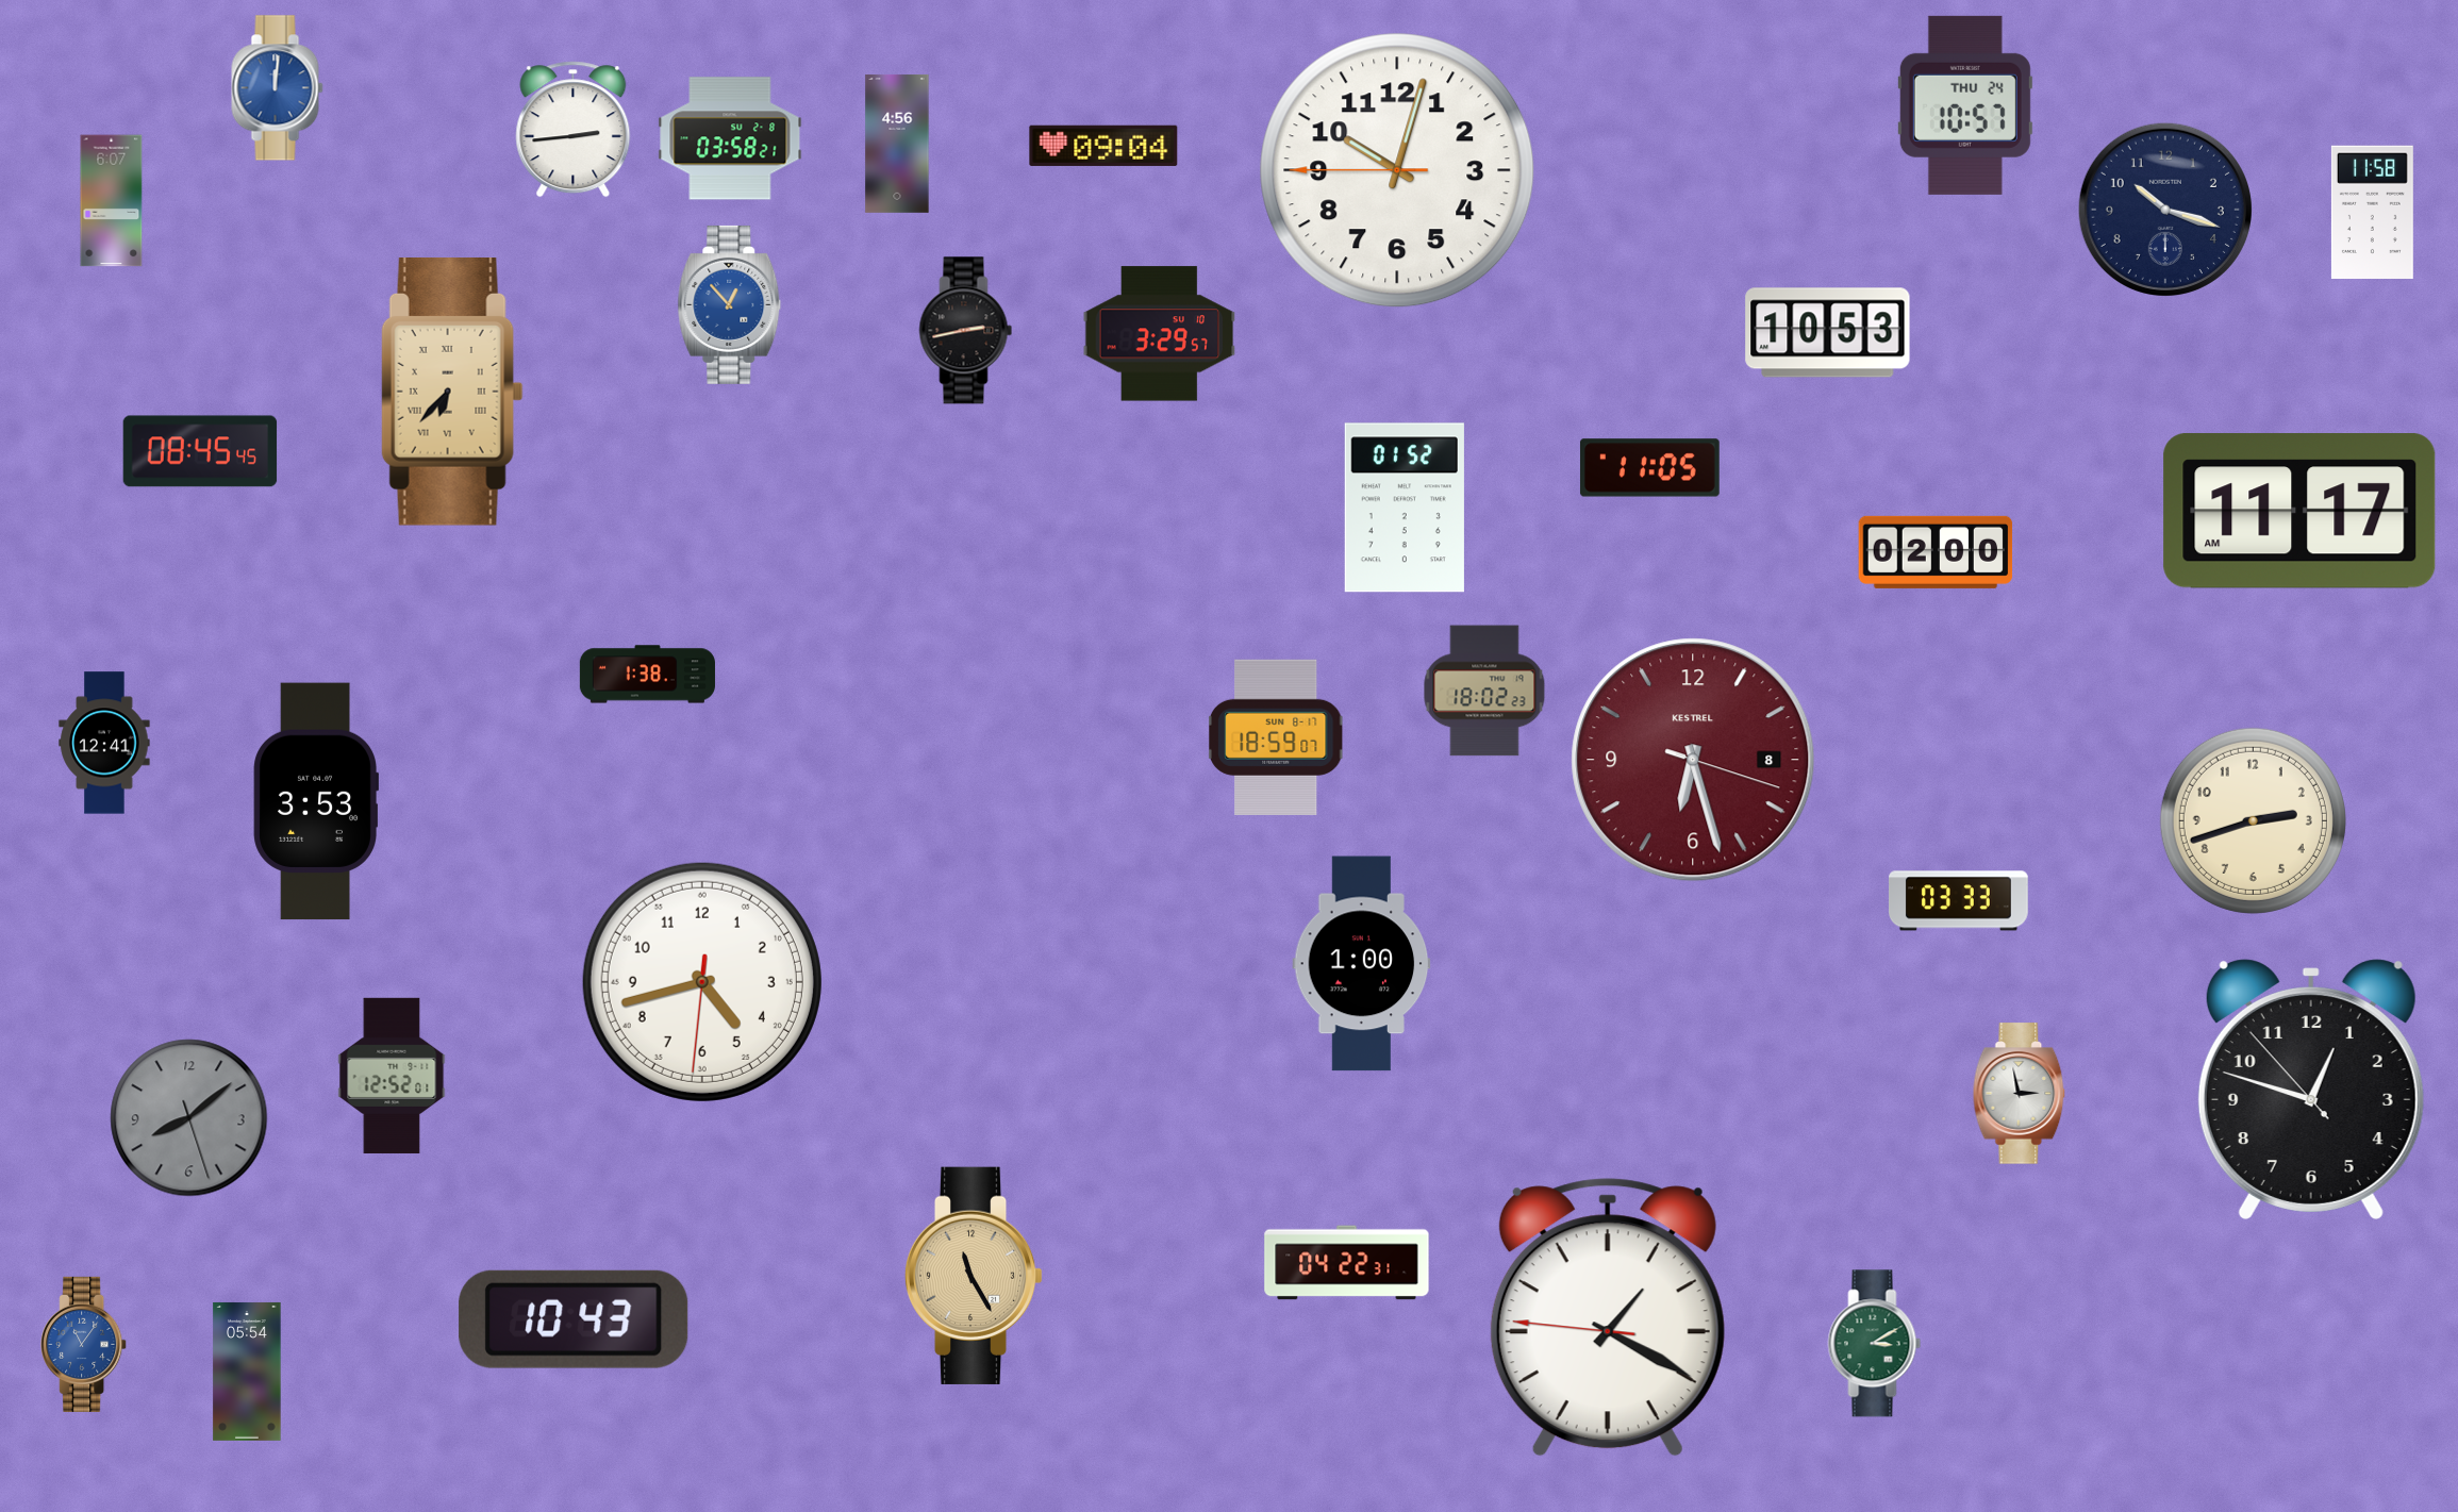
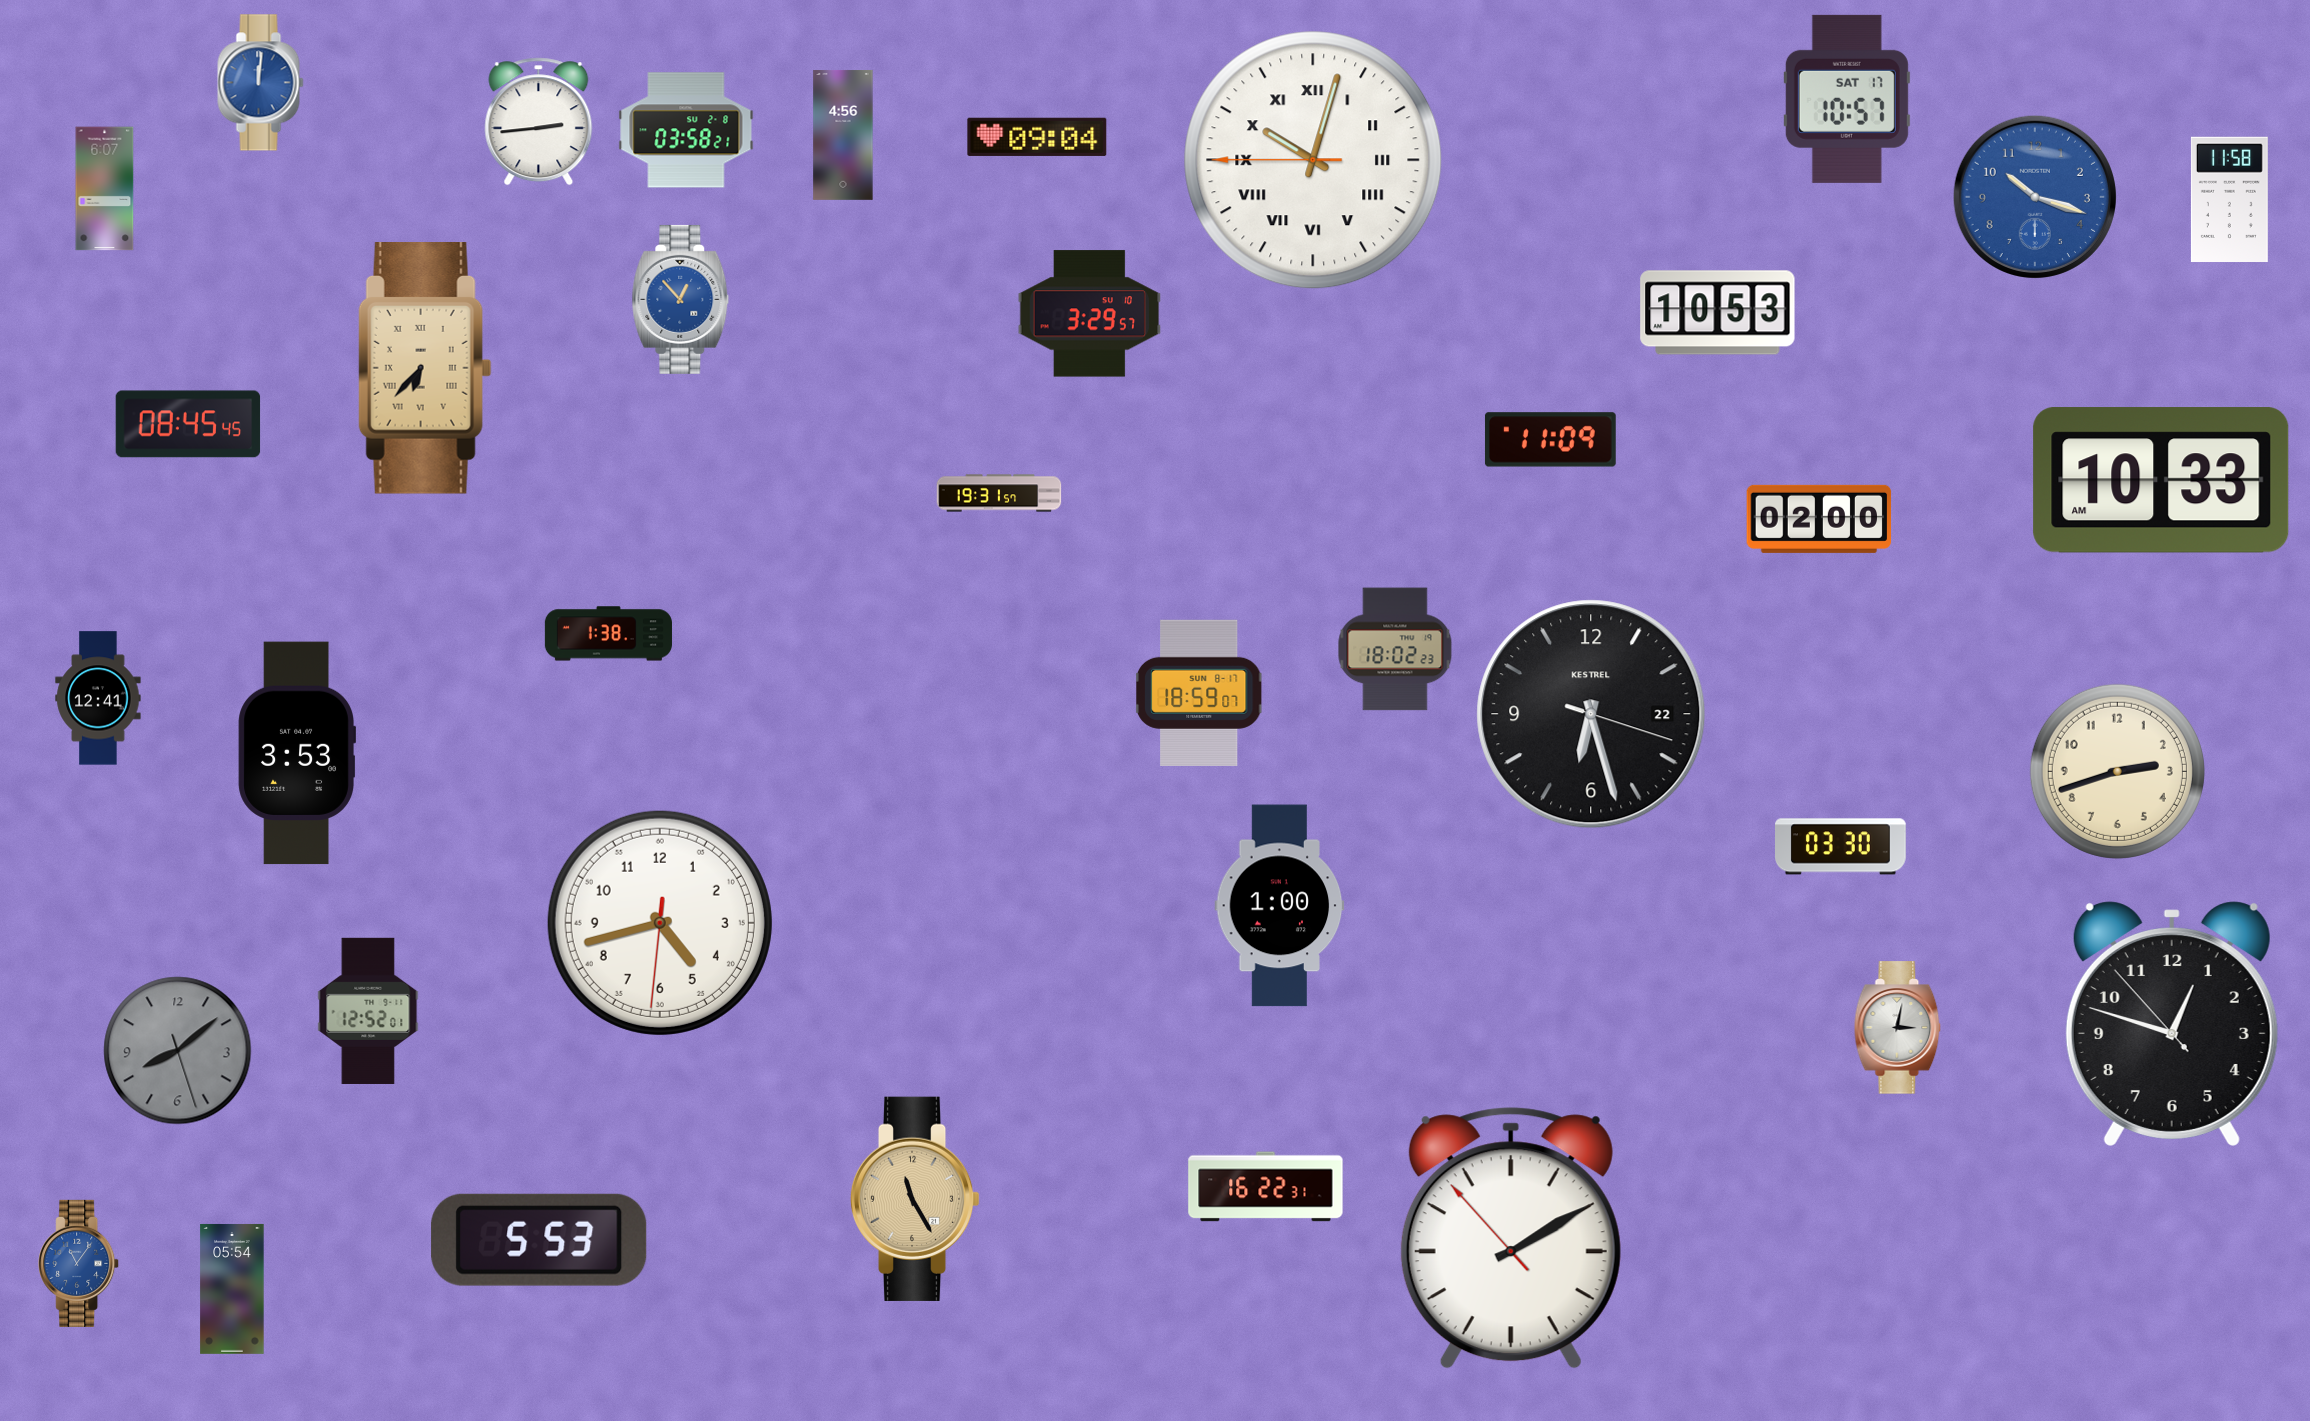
clock at (1965, 105) date: THU 24 -> SAT 17
clock at (1397, 170) numerals: Arabic -> Roman
clock at (2165, 210) dial: navy -> blue
clock at (730, 304) position: (730, 304) -> (681, 299)
clock at (966, 331): 2:43 -> none
clock at (1649, 468): 11:05 -> 11:09
clock at (1405, 508): 01:52 -> none
clock at (2299, 511): 11:17 -> 10:33
clock at (999, 493): none -> 19:31
clock at (1693, 760) date: 8 -> 22
clock at (1693, 760) dial: burgundy -> black
clock at (1959, 901): 03:33 -> 03:30
clock at (2020, 1094): 2:58 -> 3:02
clock at (1347, 1263): 04:22 -> 16:22
clock at (1608, 1317): 1:19 -> 2:09
clock at (574, 1319): 10:43 -> 5:53
clock at (1875, 1344): 3:10 -> none
